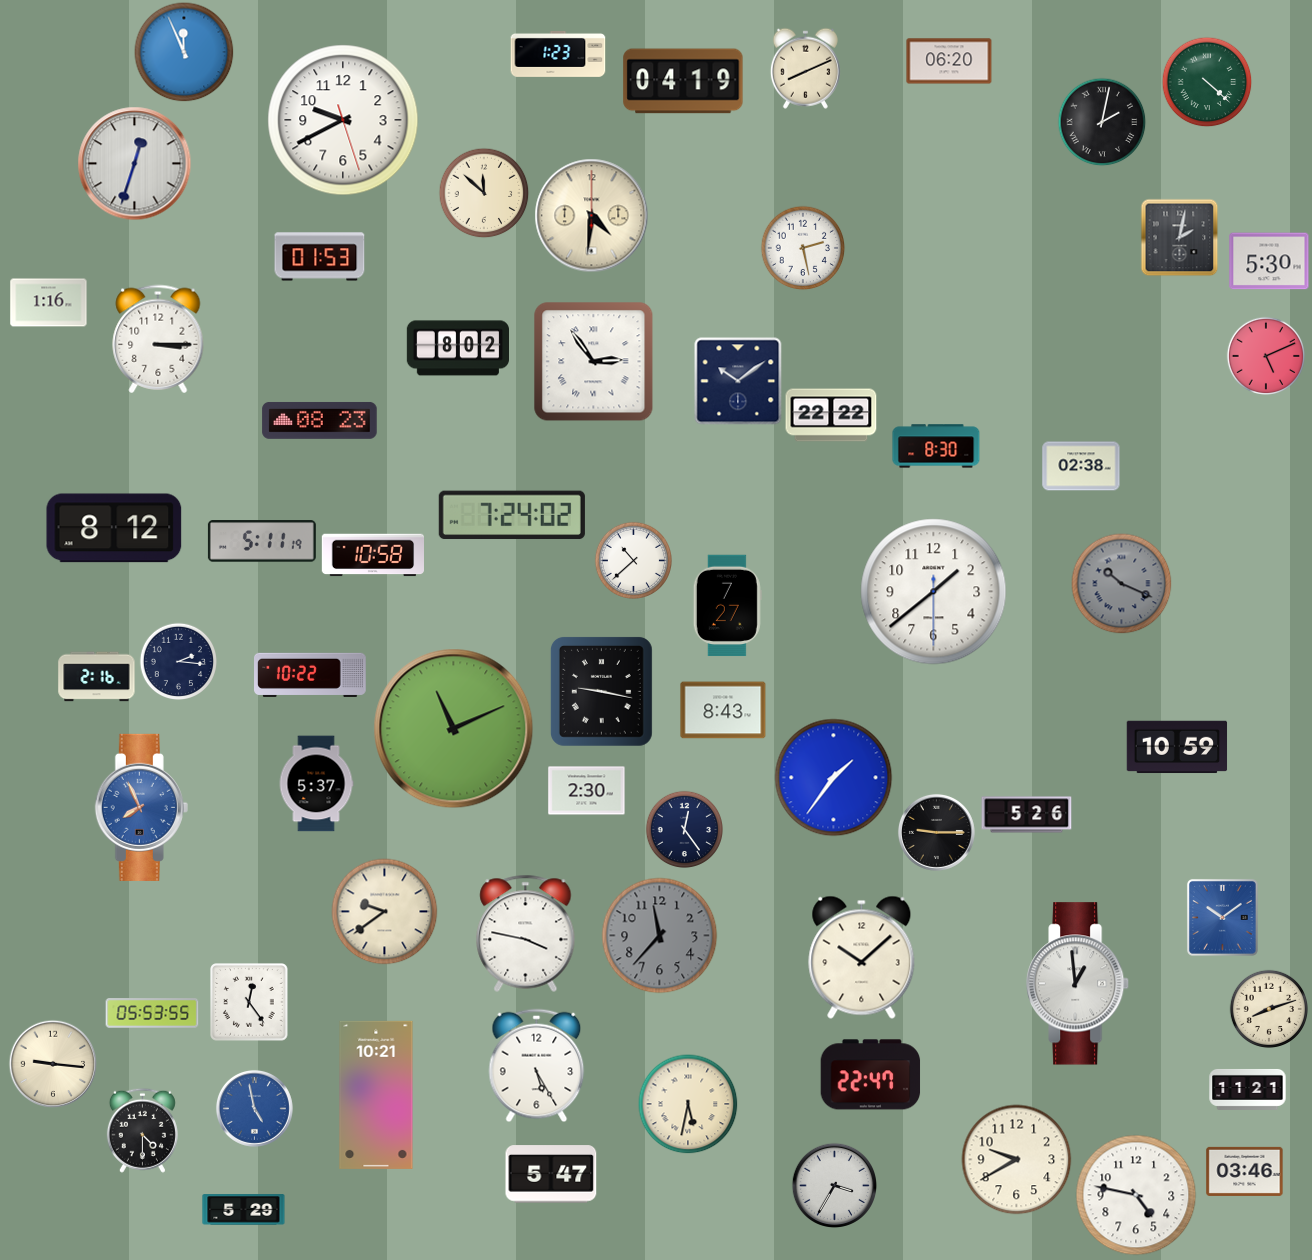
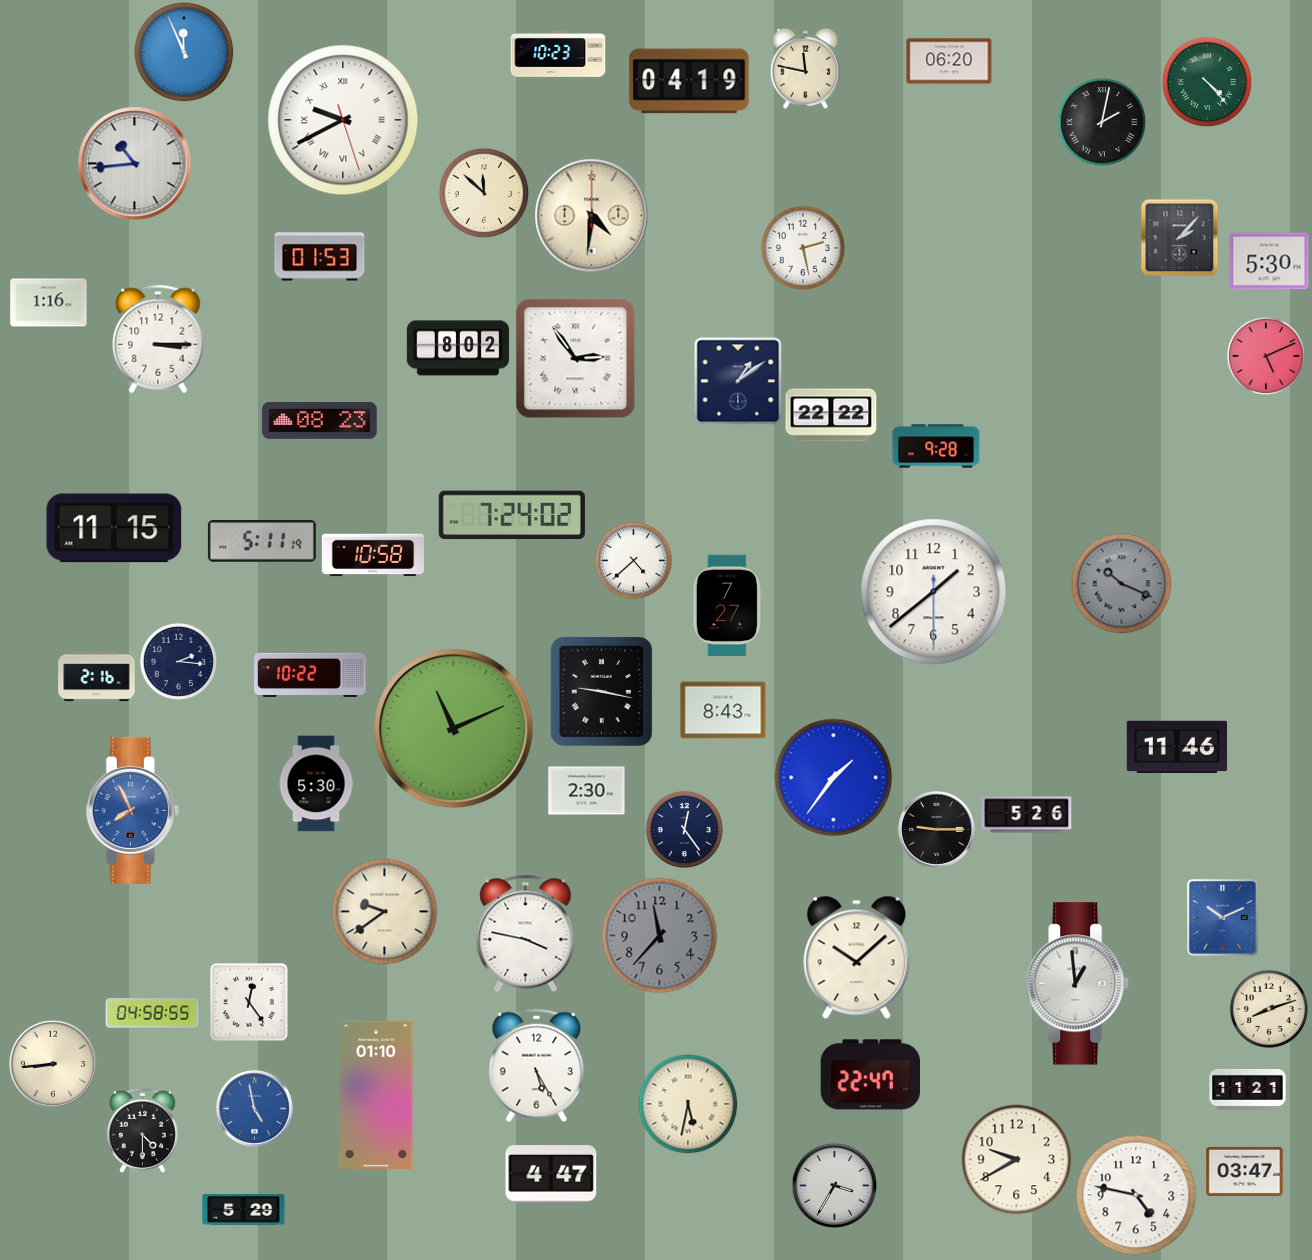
clock at (558, 54): 1:23 -> 10:23
clock at (805, 68): 8:11 -> 11:47
clock at (683, 81) position: (683, 81) -> (689, 81)
clock at (1207, 82): 4:22 -> 4:23
clock at (343, 120) numerals: Arabic -> Roman
clock at (135, 164): 12:33 -> 10:44
clock at (1179, 237): 2:02 -> 2:07
clock at (594, 362) position: (594, 362) -> (576, 359)
clock at (738, 381): 10:09 -> 1:09
clock at (936, 446): 8:30 -> 9:28
clock at (1081, 466): 02:38 -> none
clock at (114, 528): 8:12 -> 11:15
clock at (633, 560): 10:38 -> 4:38
clock at (1177, 747): 10:59 -> 11:46
clock at (316, 784): 5:37 -> 5:30
clock at (141, 807) position: (141, 807) -> (132, 810)
clock at (936, 832) position: (936, 832) -> (936, 829)
clock at (1222, 917): 10:09 -> 10:11
clock at (862, 957) position: (862, 957) -> (857, 957)
clock at (152, 1013): 05:53 -> 04:58
clock at (53, 1064): 9:16 -> 8:44
clock at (376, 1095): 10:21 -> 01:10
clock at (1245, 1171): 03:46 -> 03:47
clock at (551, 1174): 5:47 -> 4:47
